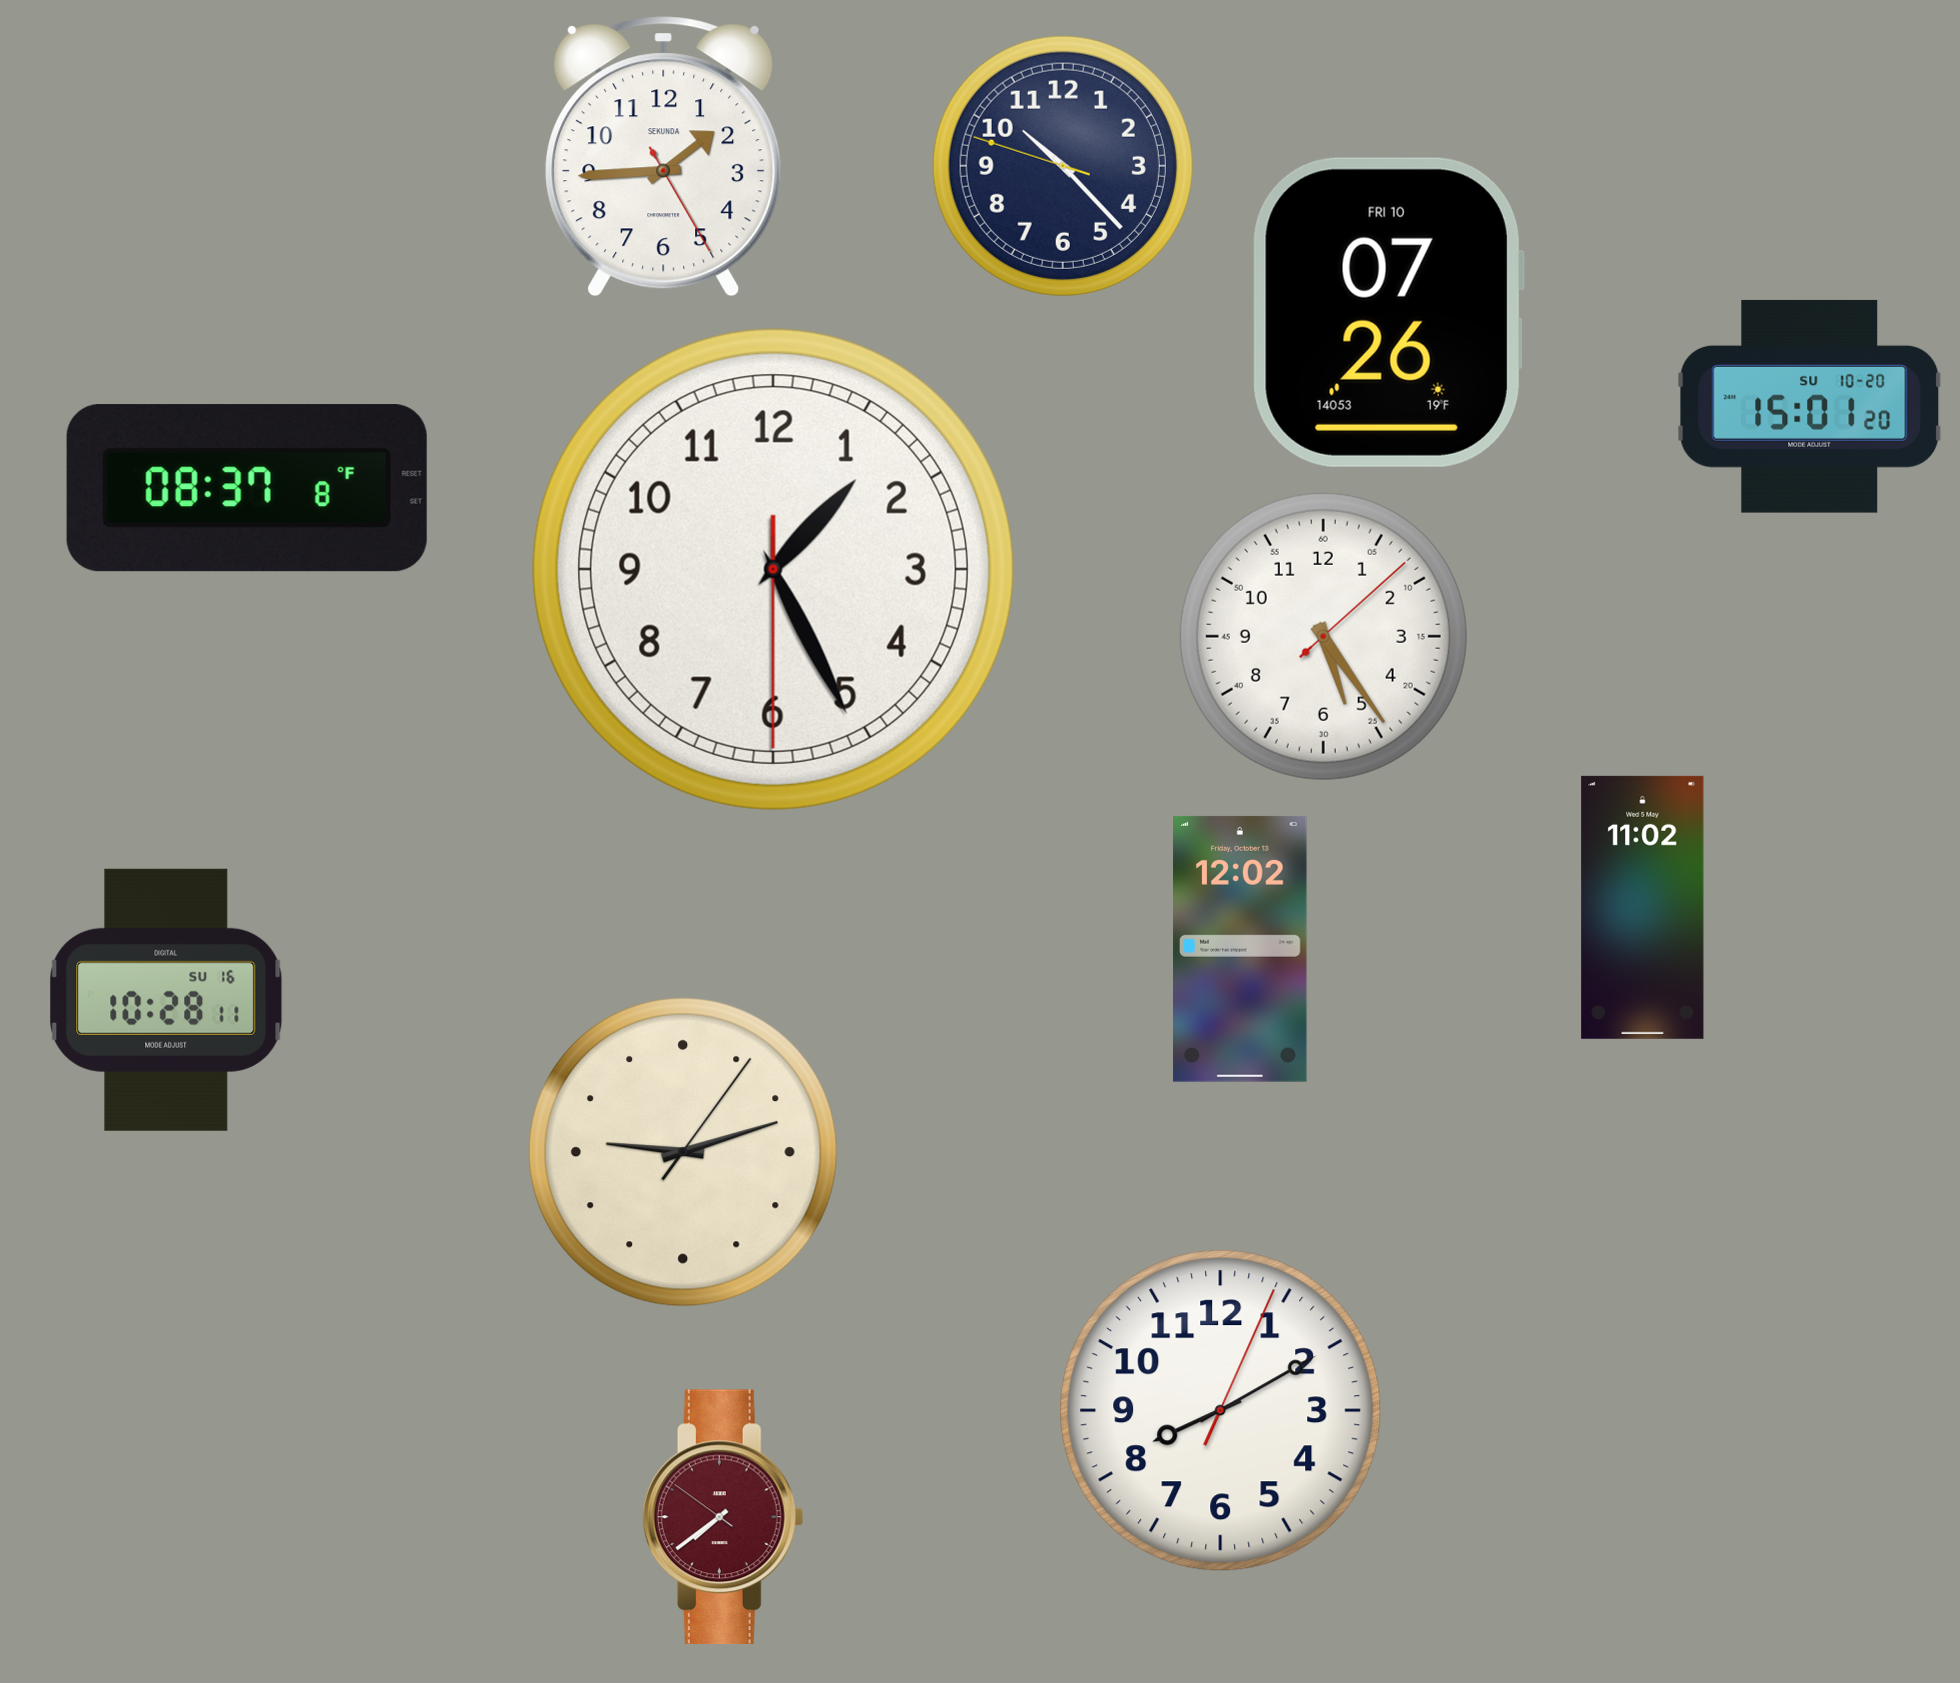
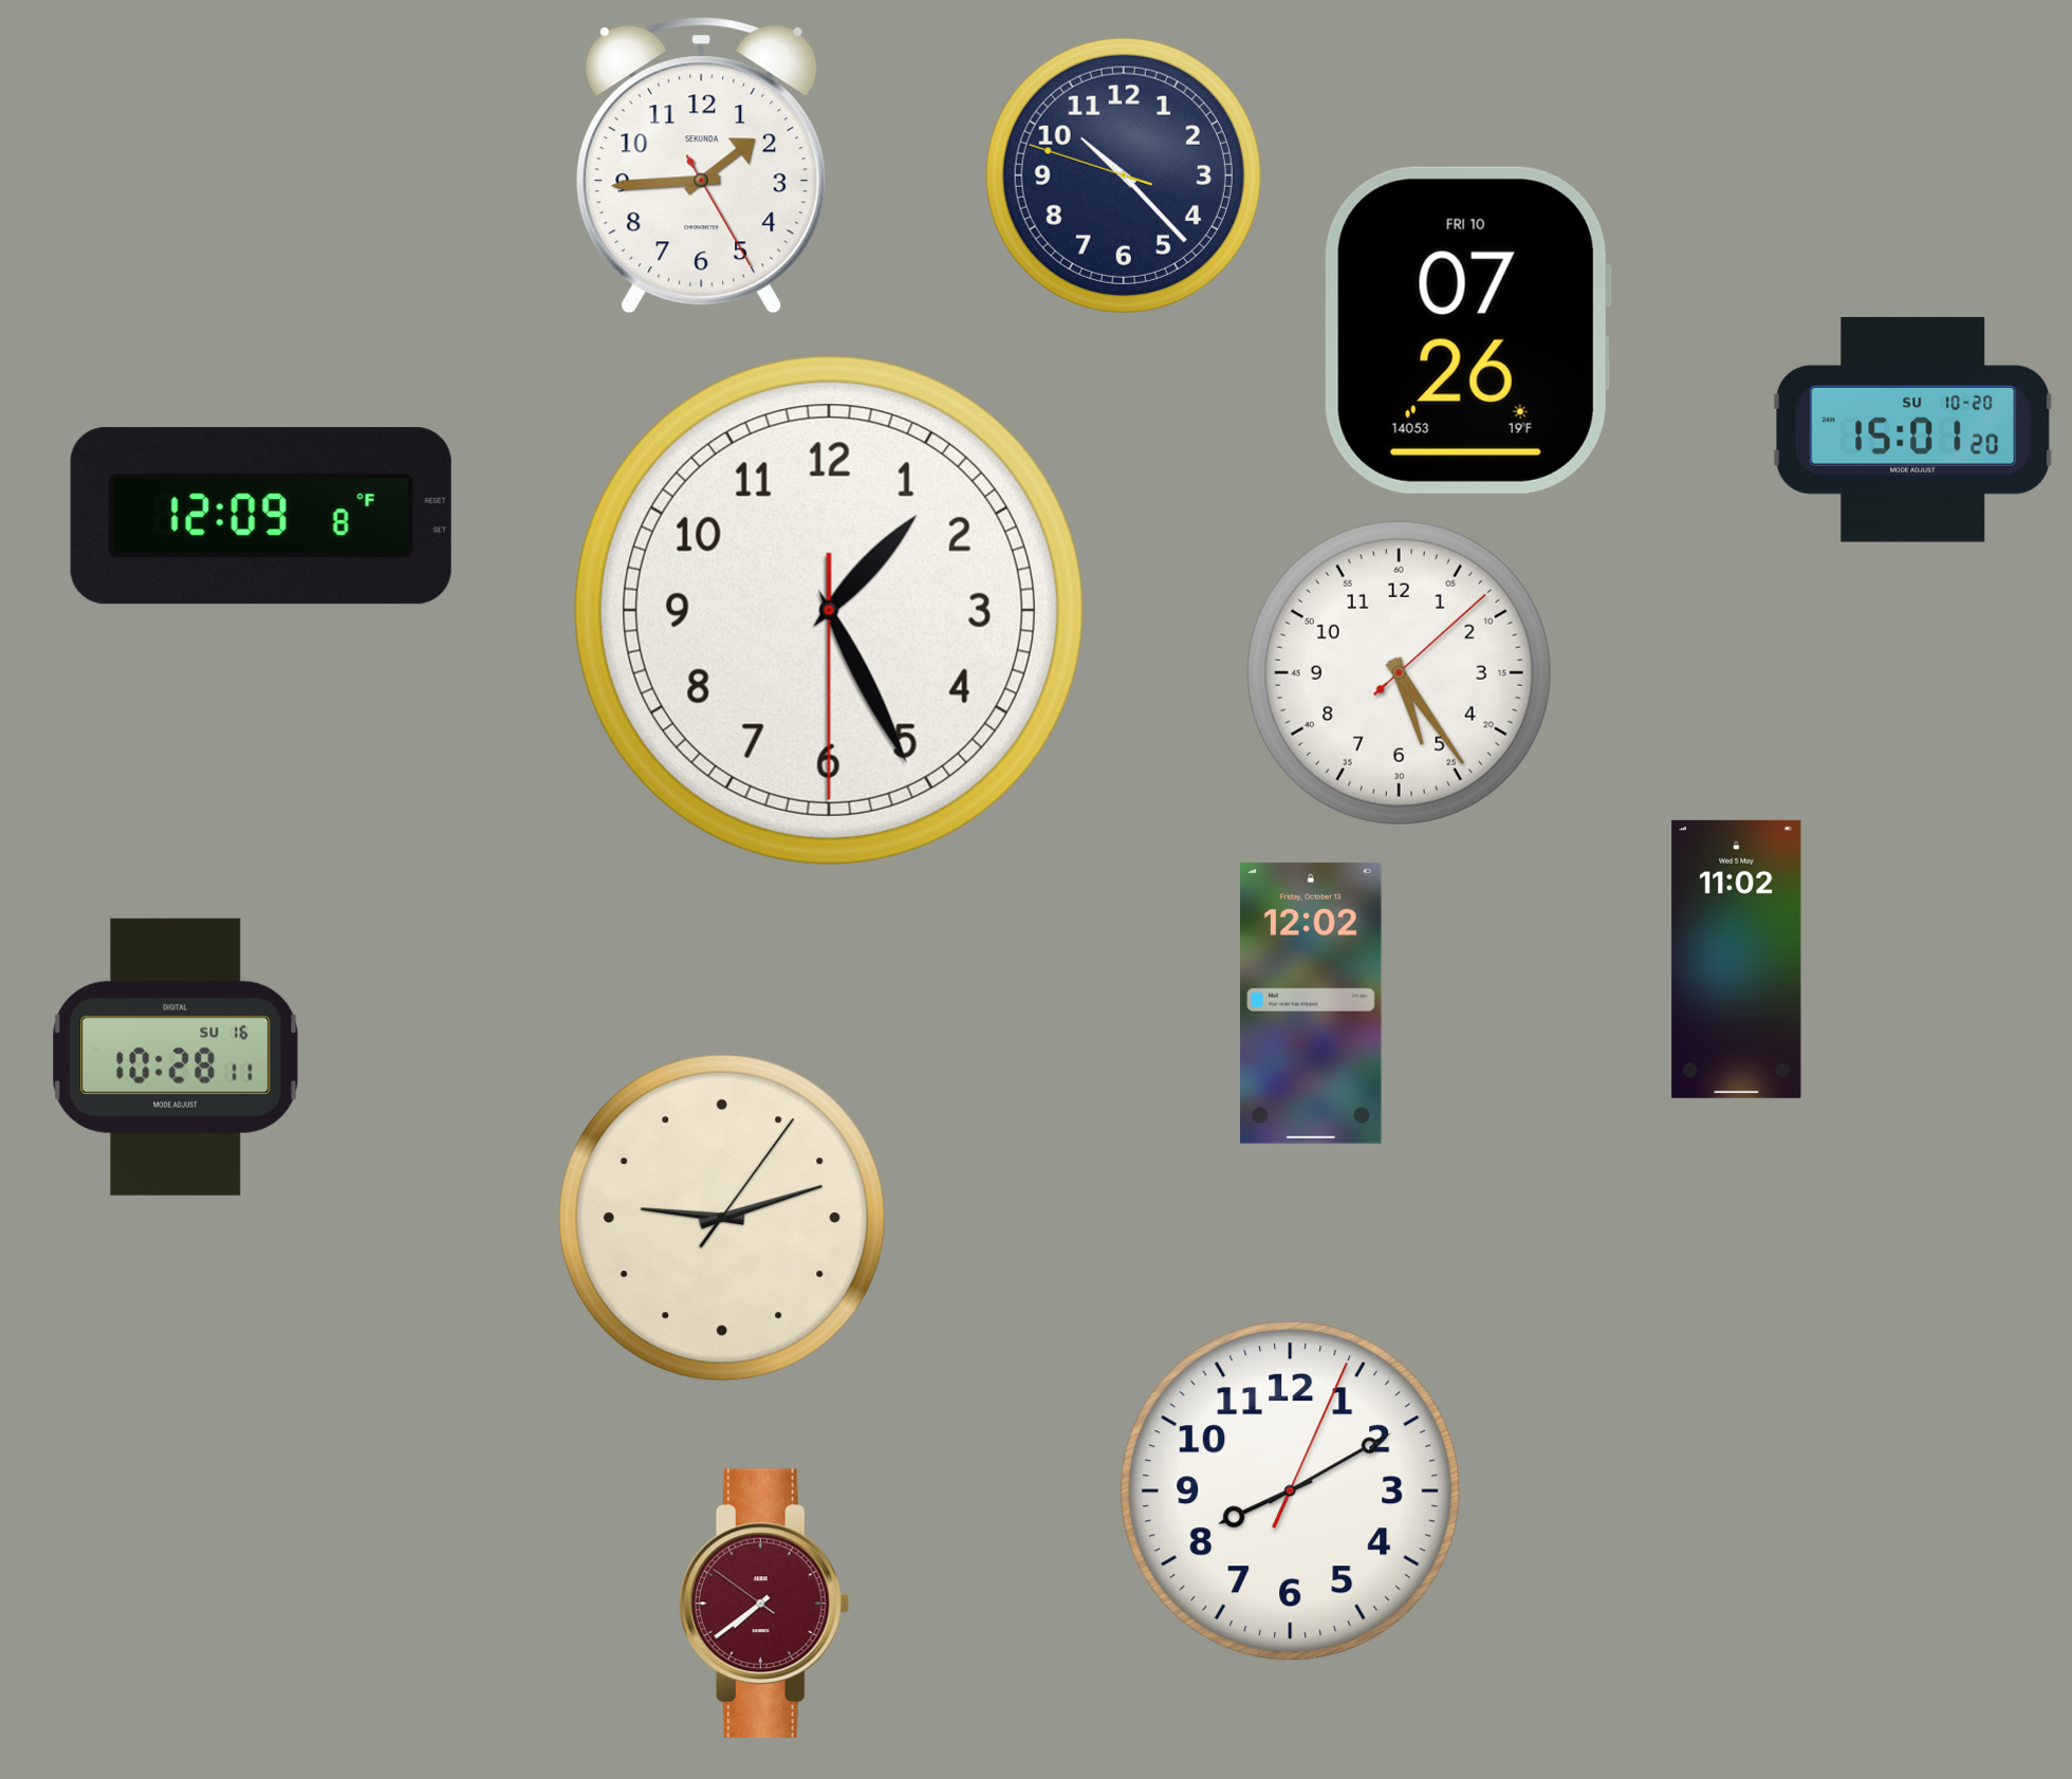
clock at (247, 488): 08:37 -> 12:09
clock at (773, 569) position: (773, 569) -> (829, 610)
